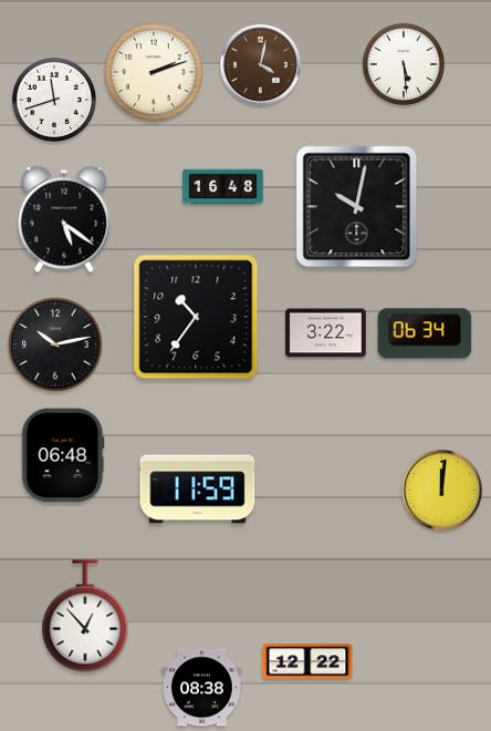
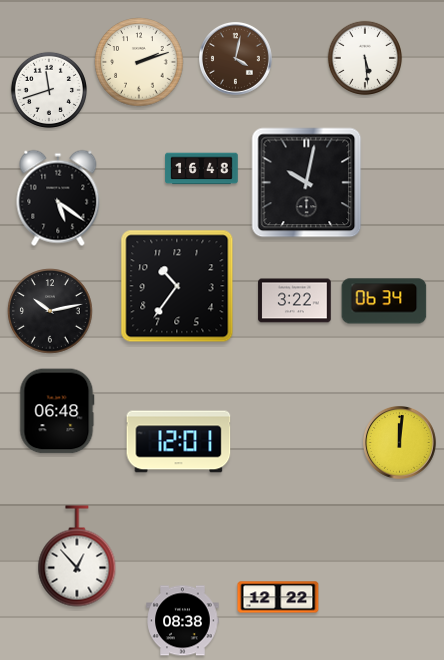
clock at (154, 72) position: (154, 72) -> (139, 62)
clock at (357, 207) position: (357, 207) -> (307, 183)
clock at (198, 490): 11:59 -> 12:01
